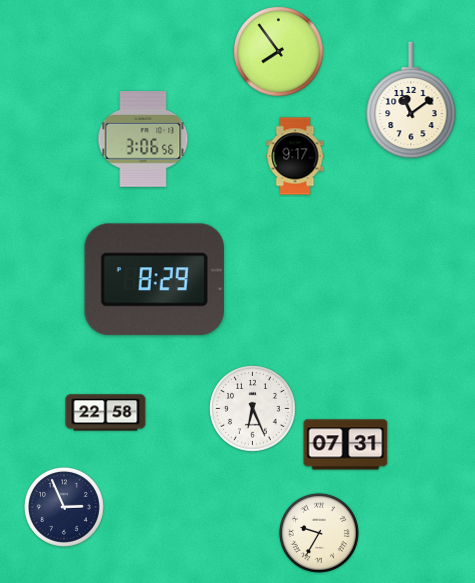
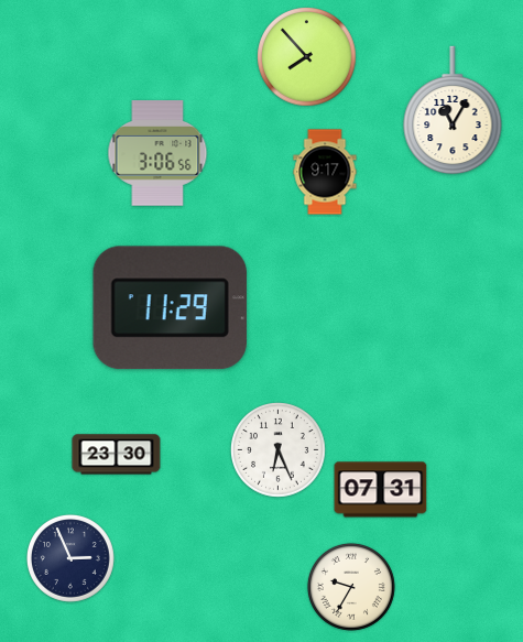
clock at (279, 52): 7:54 -> 7:53
clock at (411, 100): 11:09 -> 11:05
clock at (154, 280): 8:29 -> 11:29
clock at (106, 413): 22:58 -> 23:30
